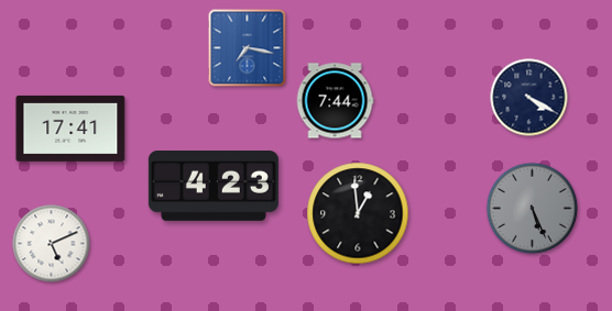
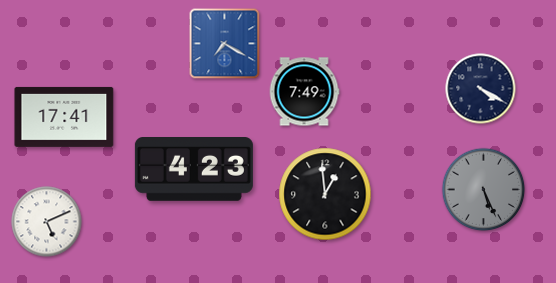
clock at (248, 48): 7:17 -> 7:20
clock at (335, 101): 7:44 -> 7:49
